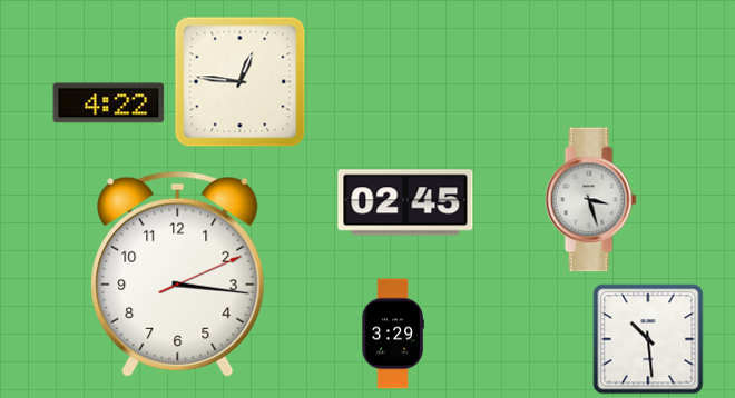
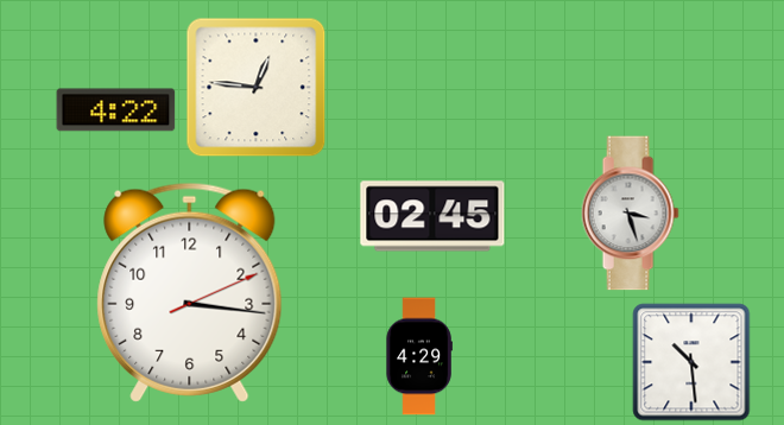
clock at (393, 334): 3:29 -> 4:29
